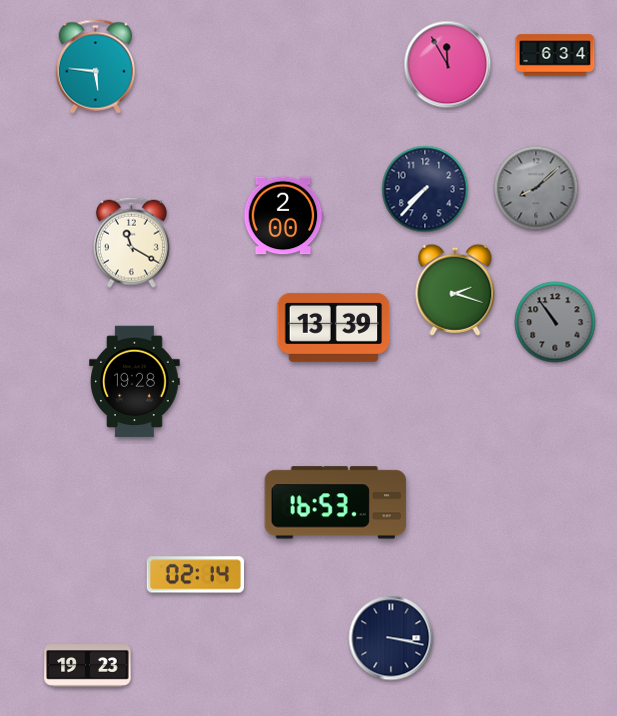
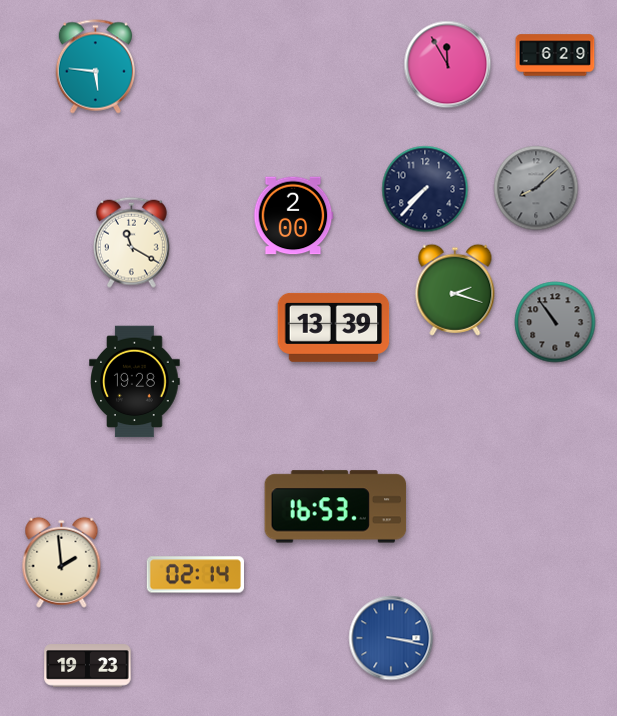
clock at (555, 55): 6:34 -> 6:29
clock at (283, 216) position: (283, 216) -> (293, 216)
clock at (336, 503) position: (336, 503) -> (336, 507)
clock at (62, 562): none -> 1:59
clock at (391, 638) dial: navy -> blue
